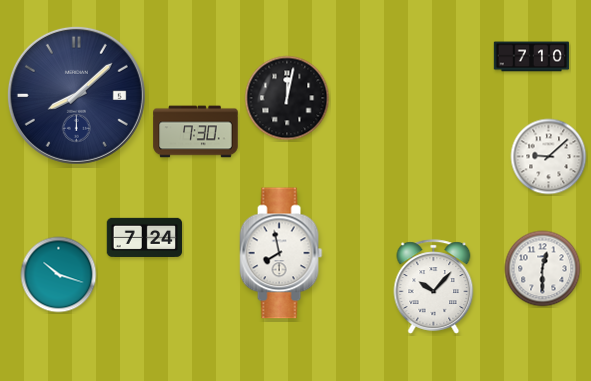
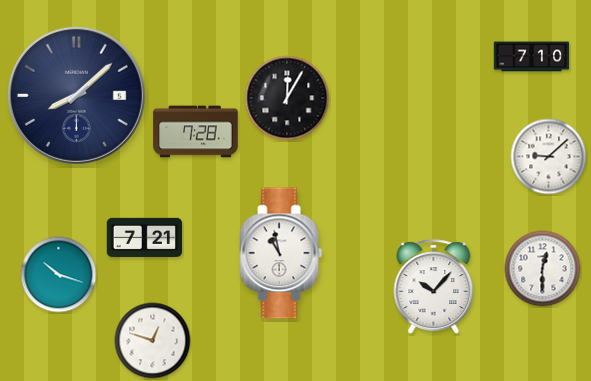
clock at (287, 98): 12:02 -> 12:05
clock at (196, 132): 7:30 -> 7:28
clock at (145, 237): 7:24 -> 7:21
clock at (281, 253): 7:58 -> 10:58
clock at (153, 341): none -> 12:48
